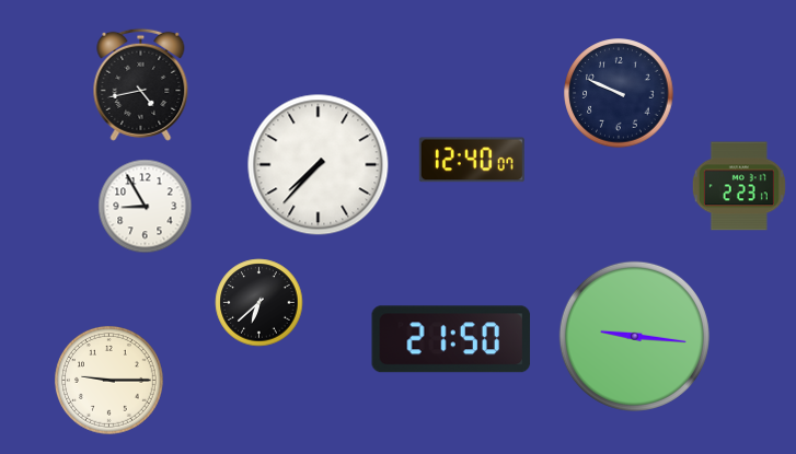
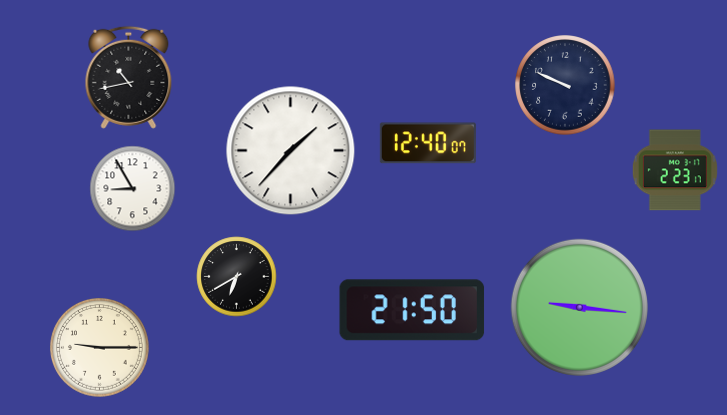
clock at (141, 84): 4:43 -> 10:43
clock at (472, 160) position: (472, 160) -> (428, 143)
clock at (319, 165): 7:37 -> 1:37
clock at (259, 303): 6:38 -> 6:40
